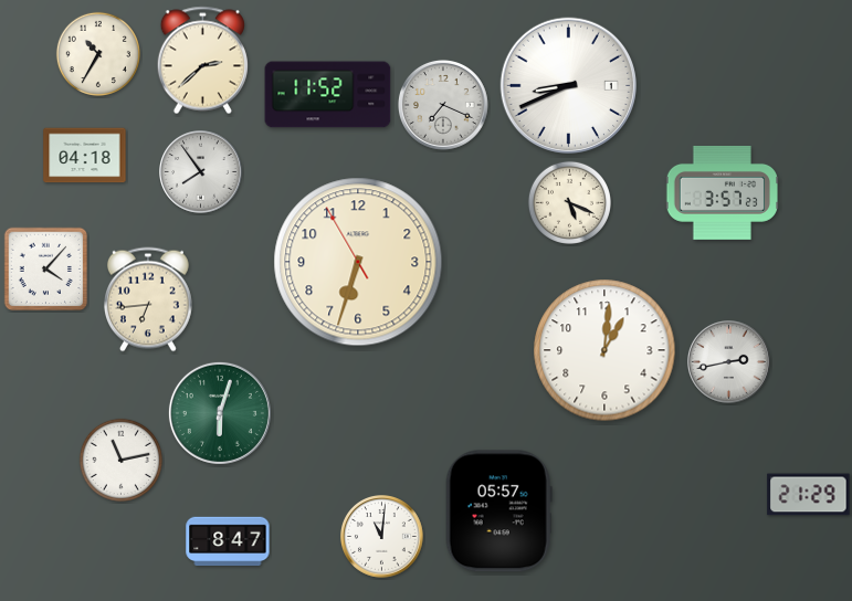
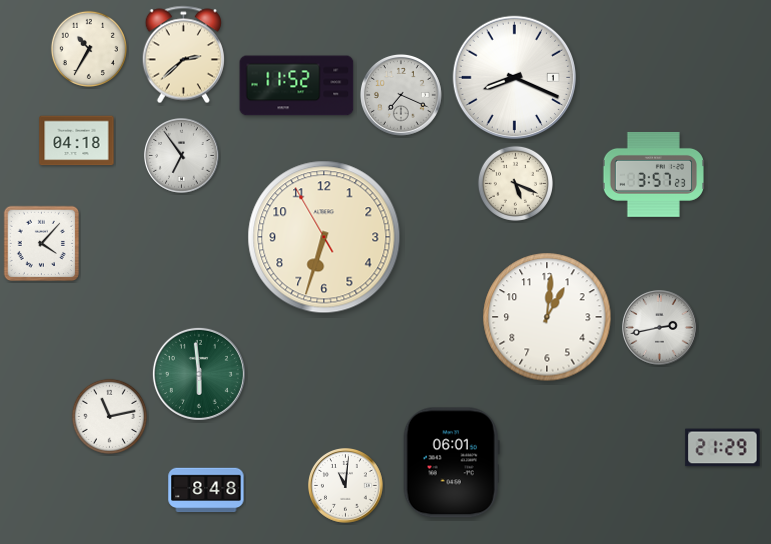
clock at (569, 86): 8:41 -> 8:19
clock at (201, 172): 7:54 -> 6:54
clock at (148, 299): 6:44 -> none
clock at (220, 413): 6:03 -> 5:59
clock at (809, 495) position: (809, 495) -> (723, 448)
clock at (498, 512): 05:57 -> 06:01
clock at (228, 541): 8:47 -> 8:48
